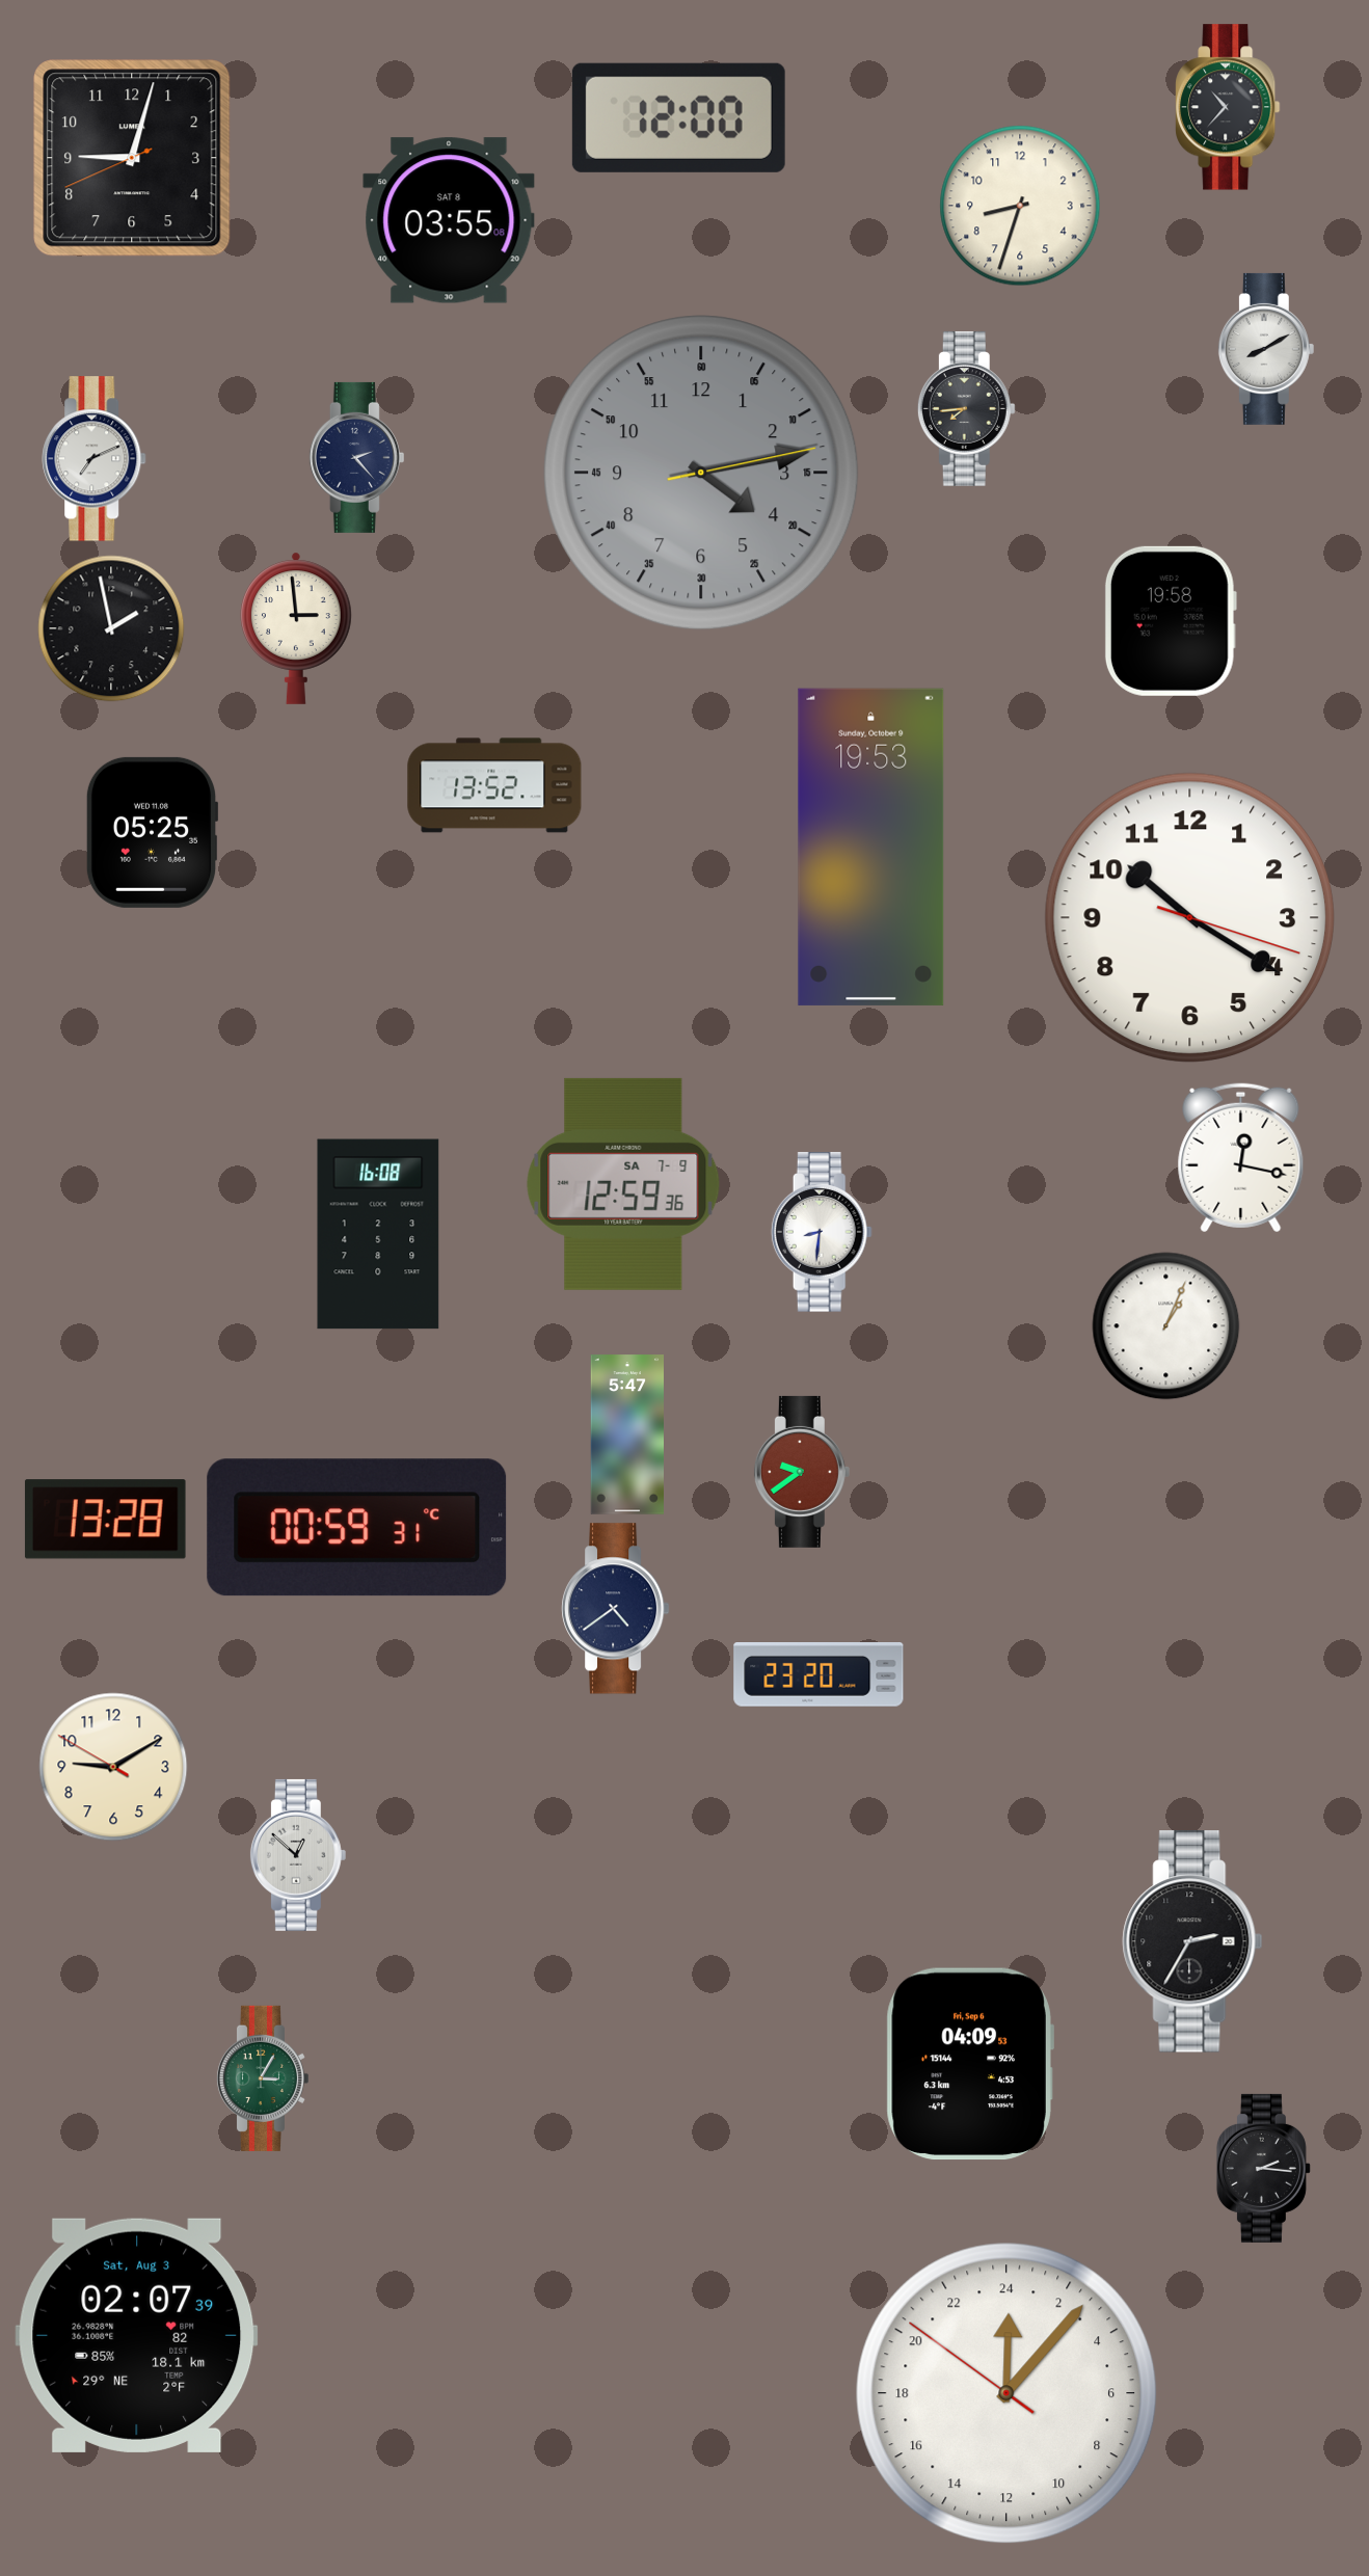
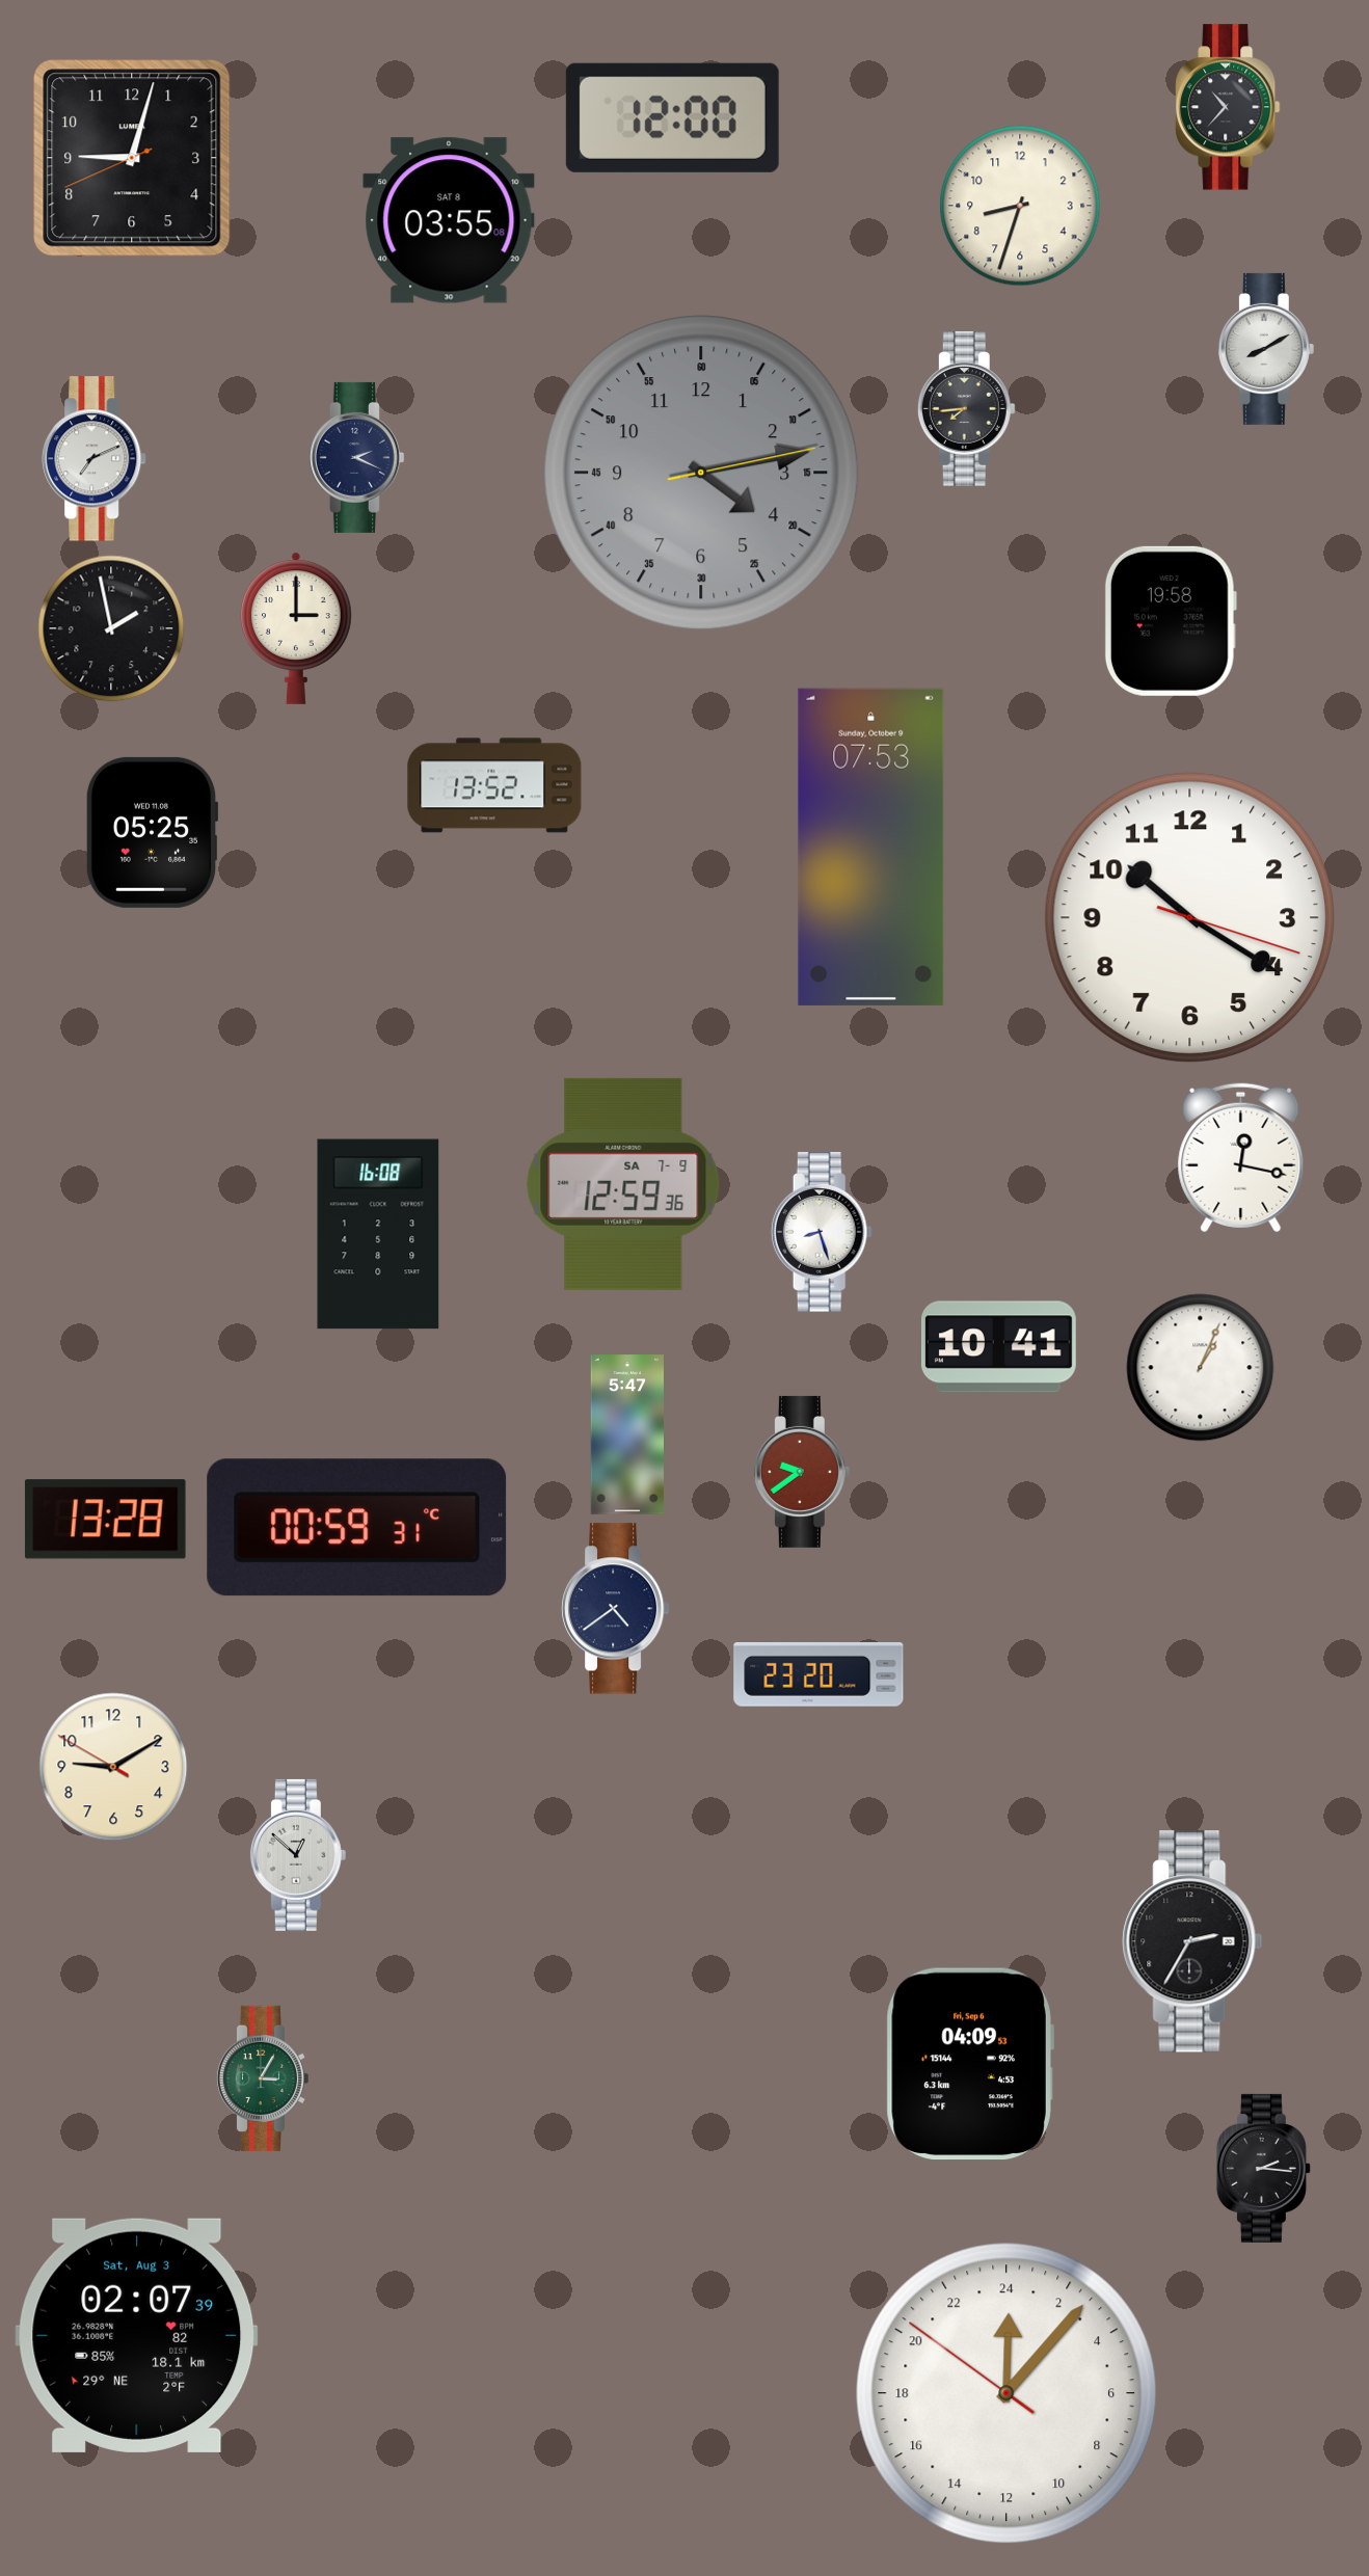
clock at (678, 117) position: (678, 117) -> (672, 117)
clock at (356, 457): 2:23 -> 2:19
clock at (297, 628): 2:59 -> 3:00
clock at (871, 847): 19:53 -> 07:53
clock at (822, 1232): 8:31 -> 8:27
clock at (1166, 1326) position: (1166, 1326) -> (1201, 1368)
clock at (998, 1347): none -> 10:41
